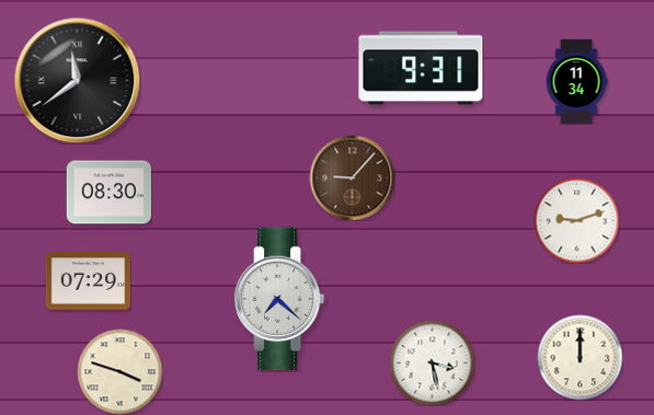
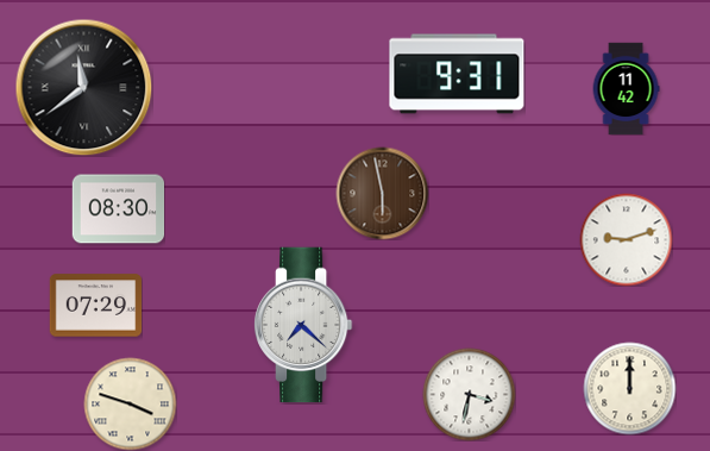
clock at (576, 81): 11:34 -> 11:42
clock at (352, 177): 9:07 -> 5:58
clock at (432, 362): 3:28 -> 3:32
